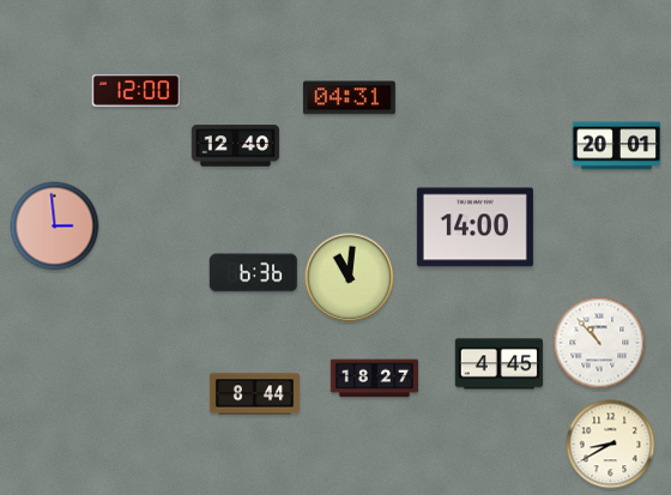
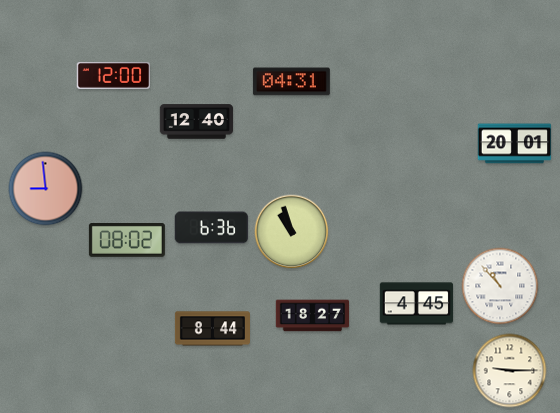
clock at (617, 146) position: (617, 146) -> (515, 144)
clock at (55, 227): 2:59 -> 8:59
clock at (474, 228): 14:00 -> none
clock at (350, 278): 11:01 -> 10:57
clock at (127, 241): none -> 08:02
clock at (611, 445): 8:40 -> 9:15
